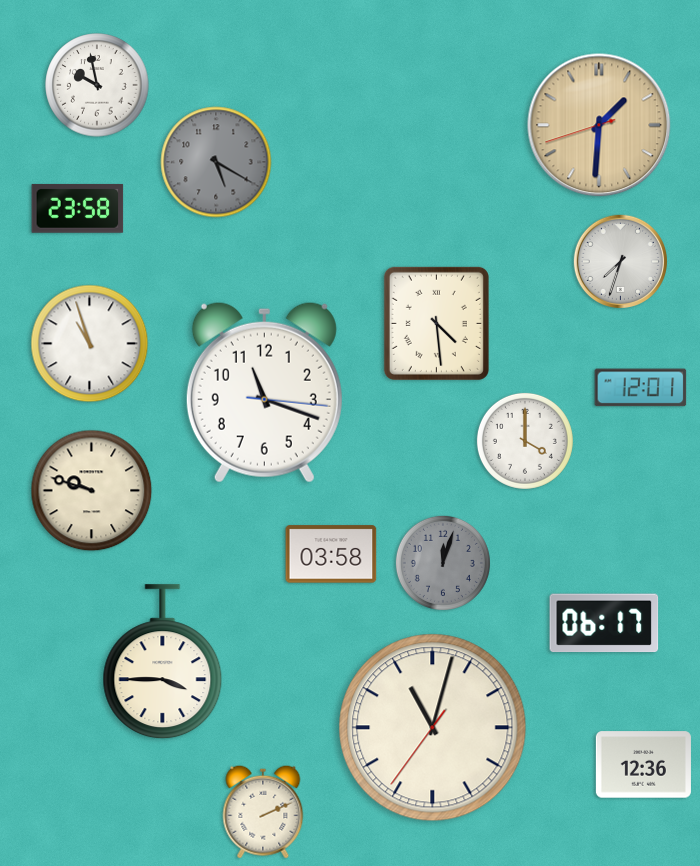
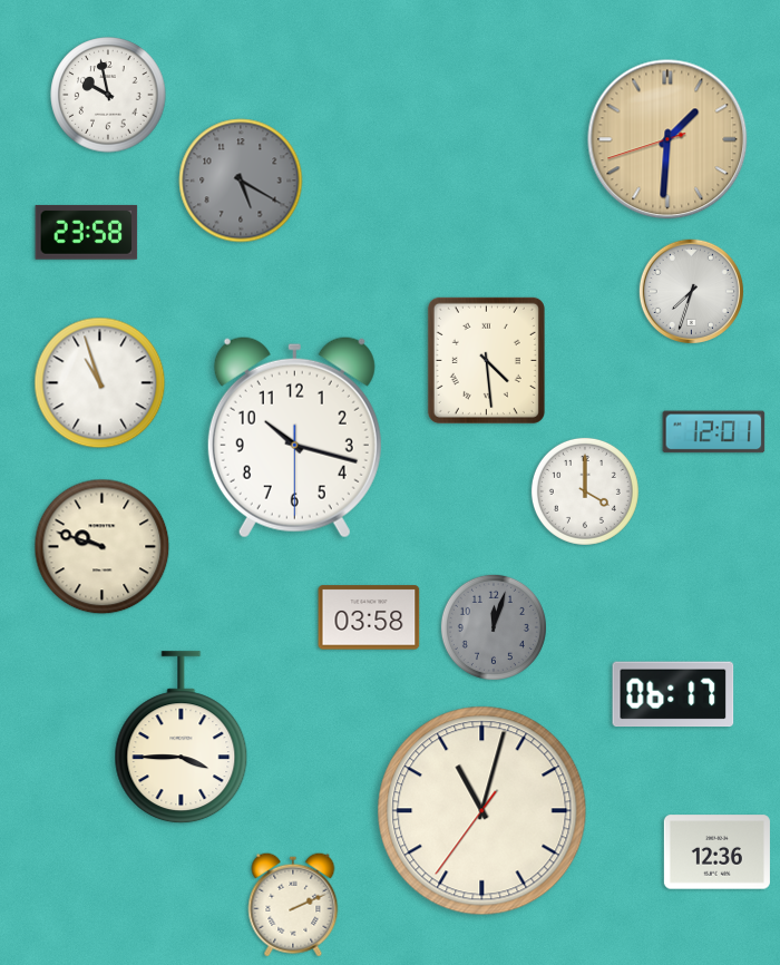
clock at (264, 392): 11:18 -> 10:17
